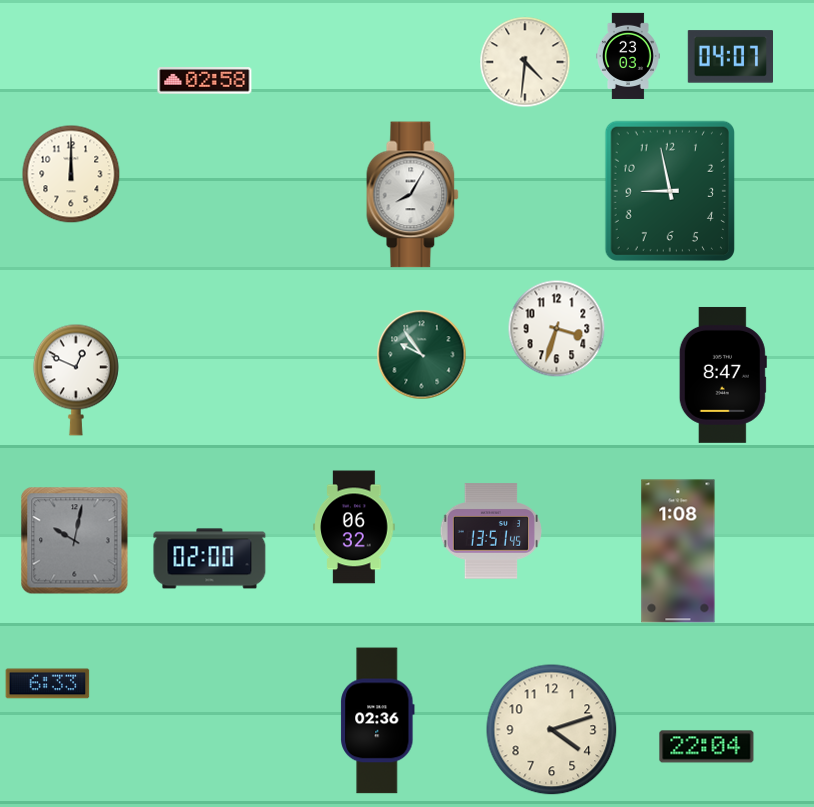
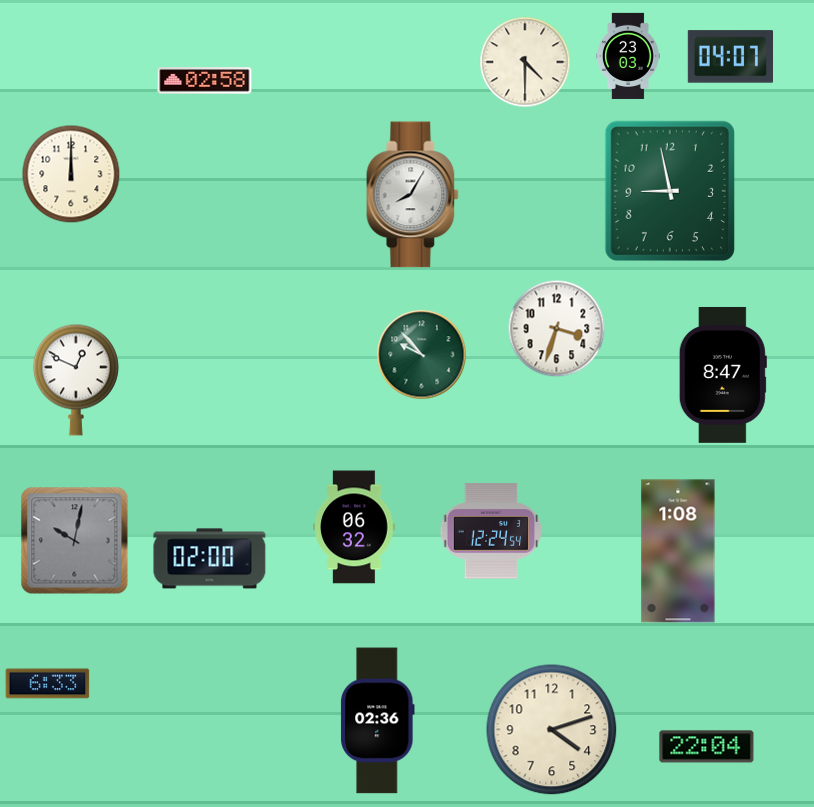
clock at (525, 62): 4:31 -> 4:30
clock at (422, 355): 9:54 -> 9:53
clock at (491, 531): 13:51 -> 12:24
